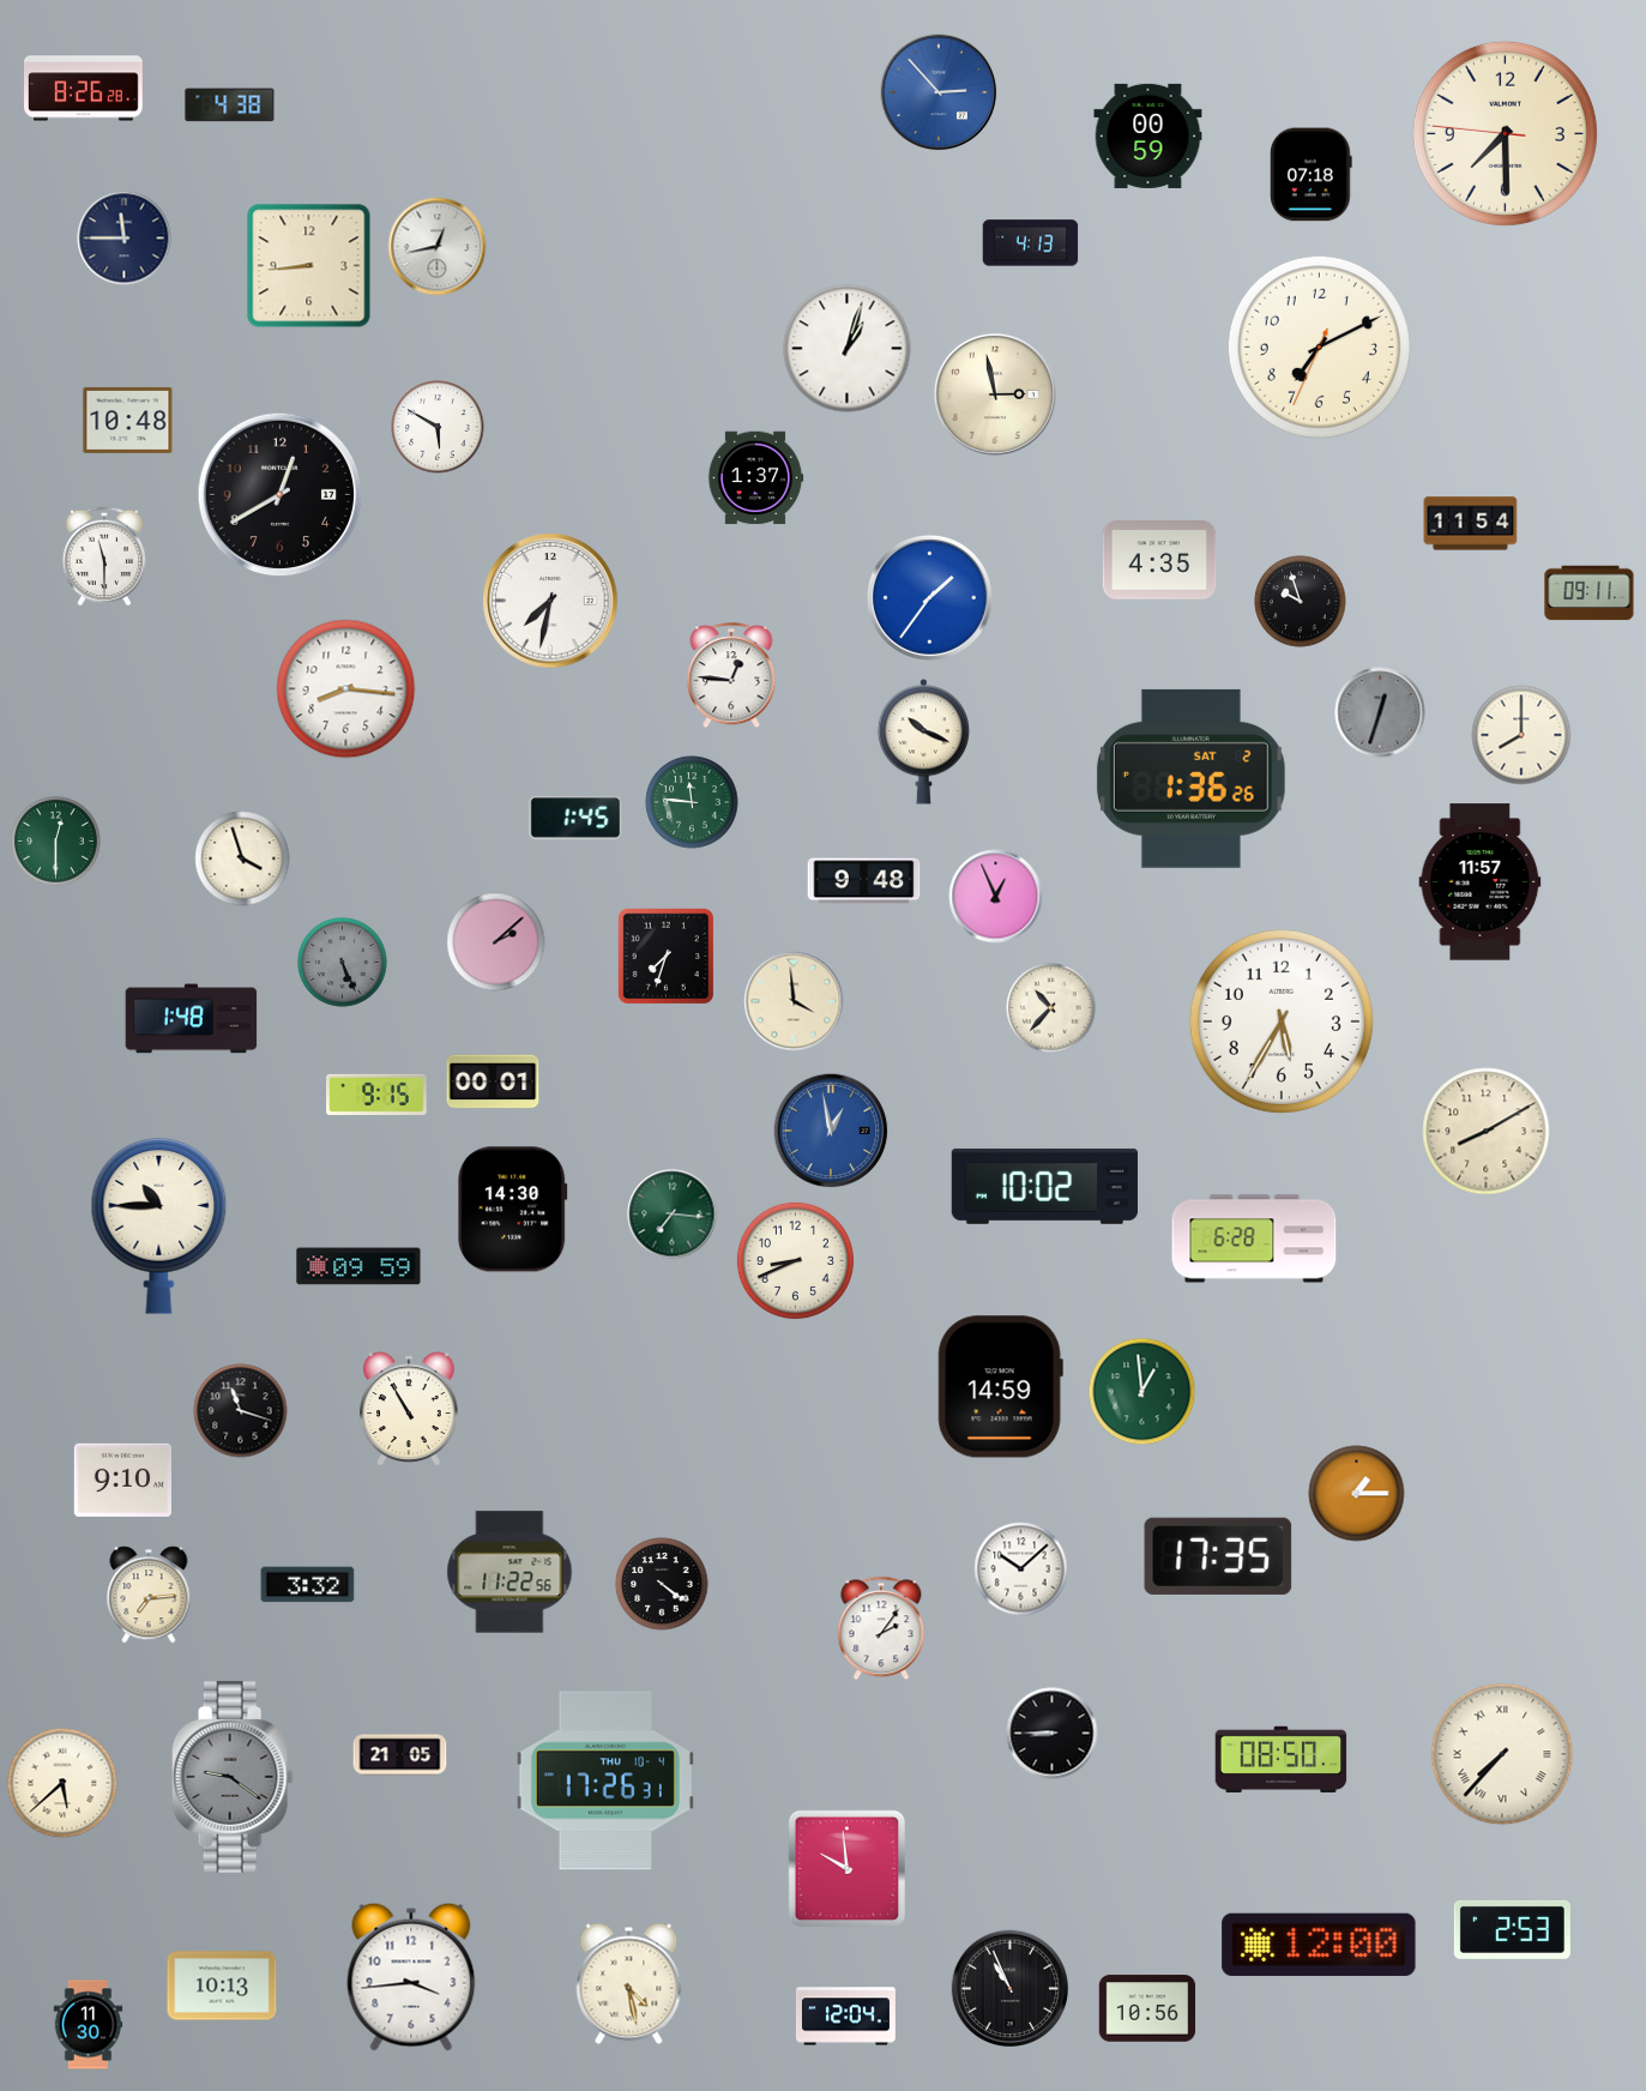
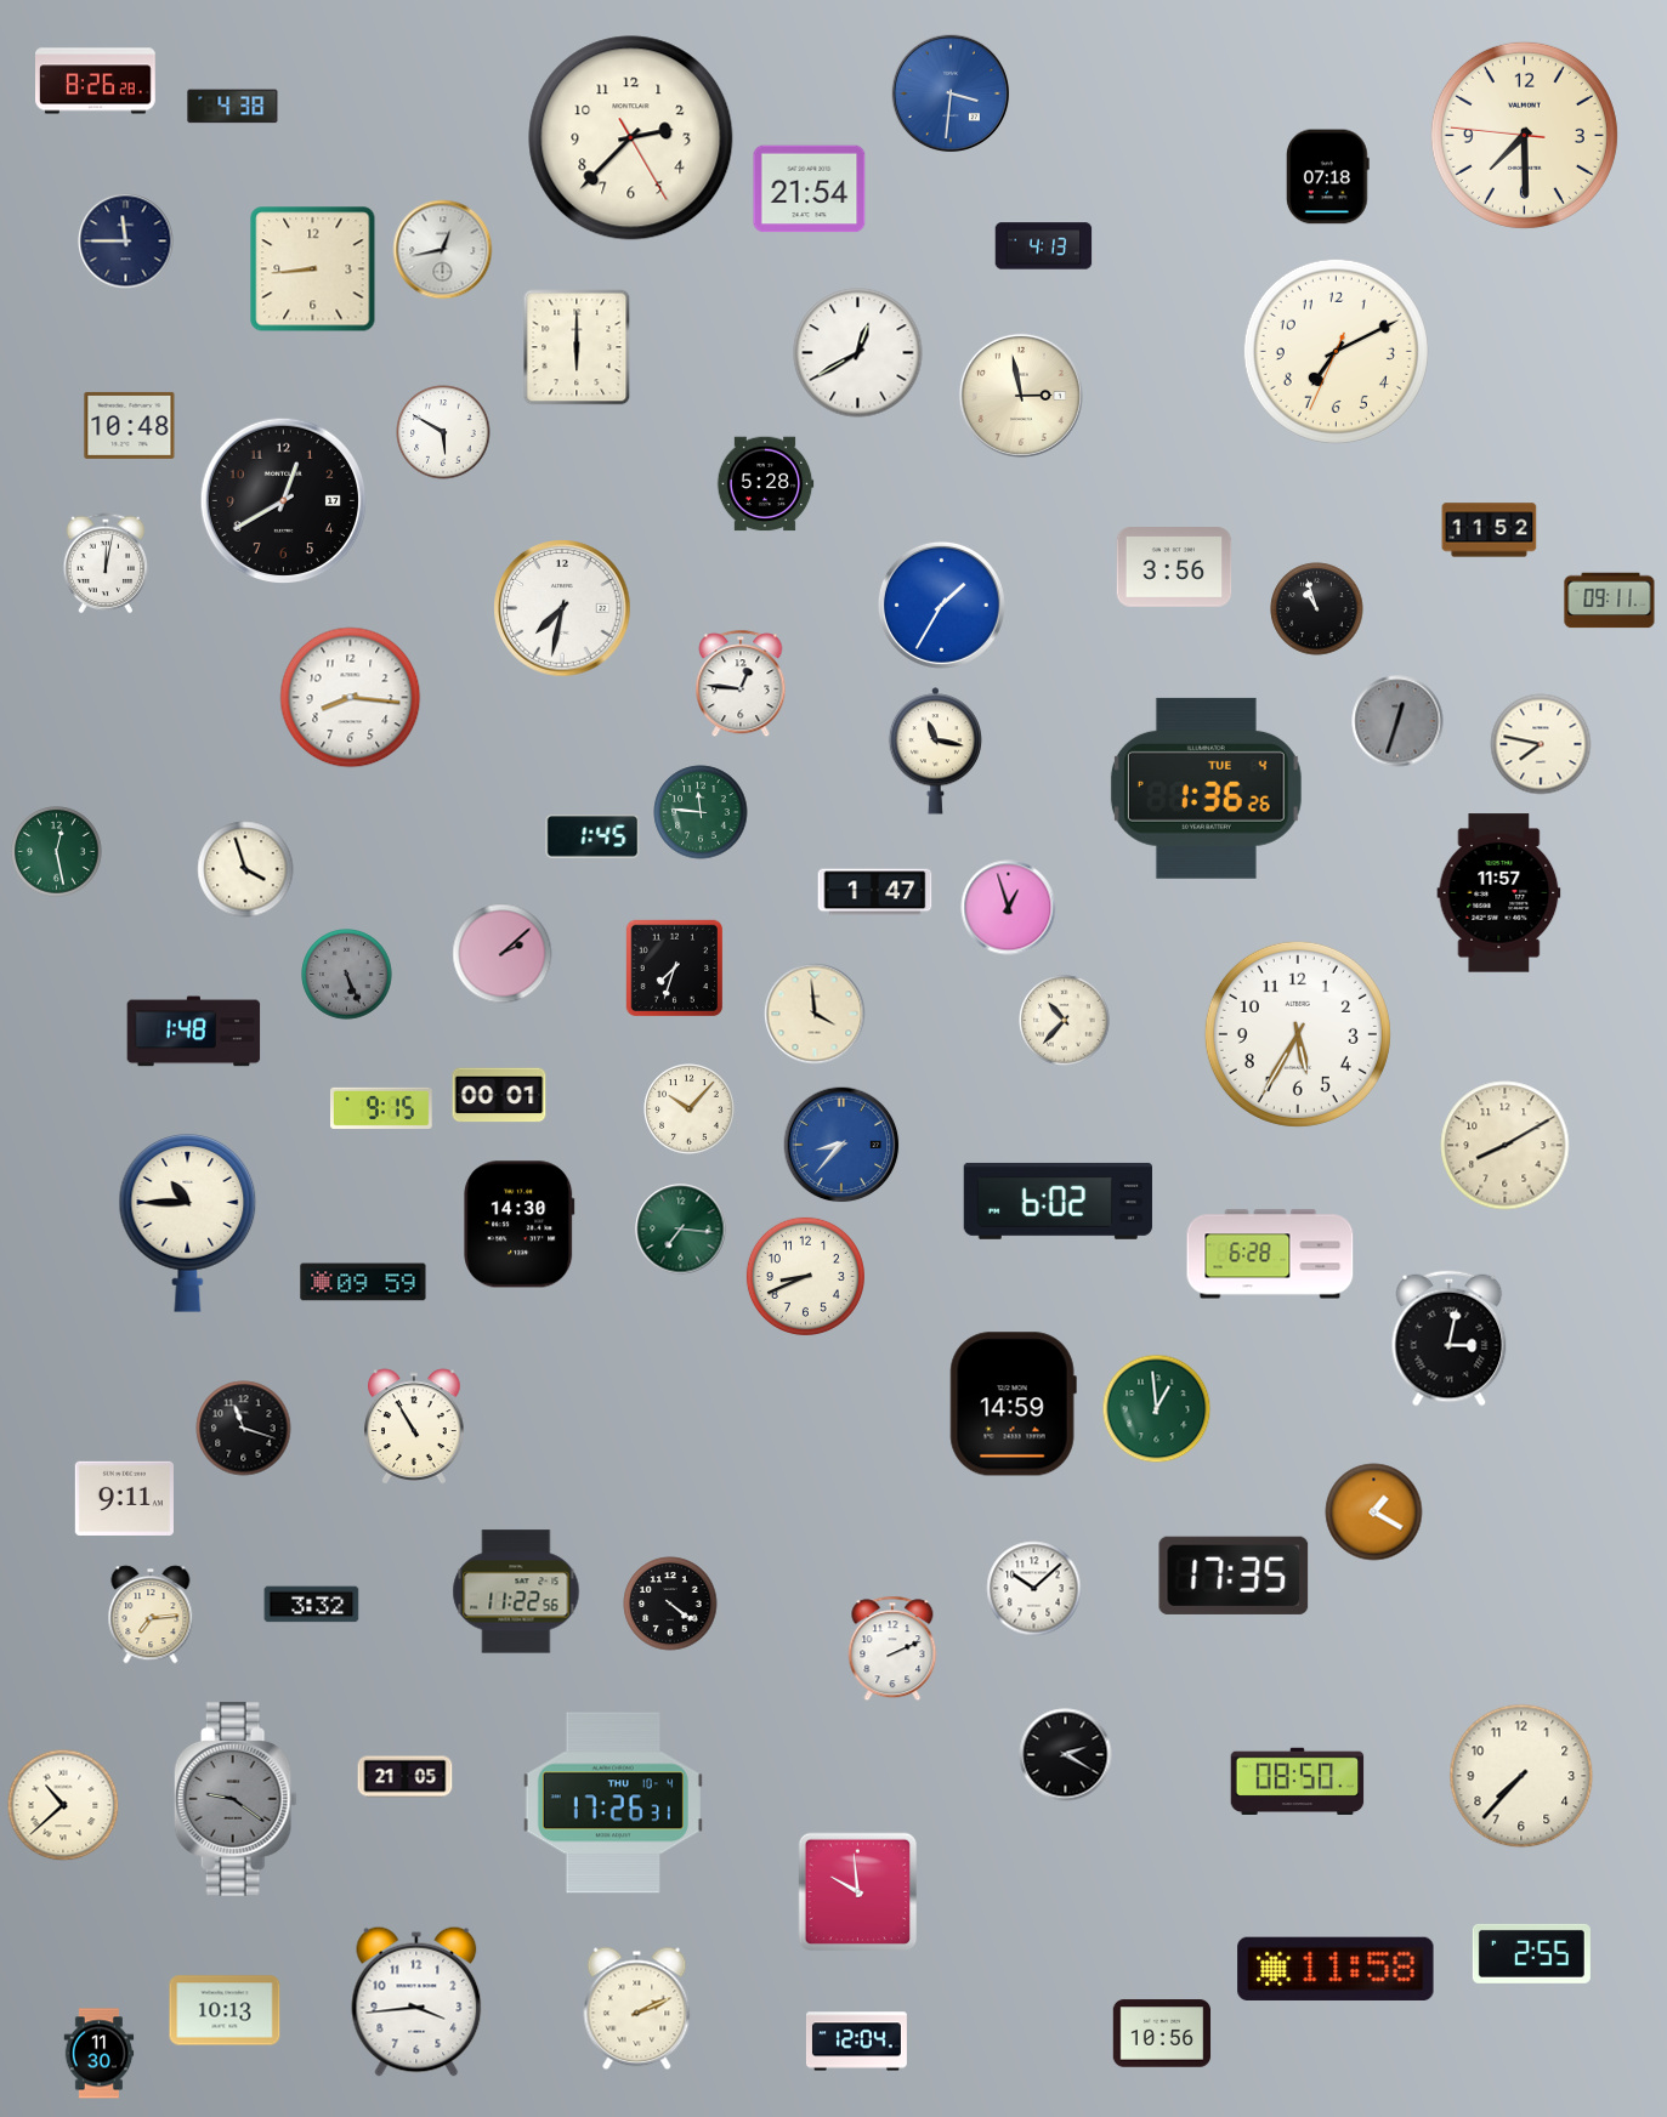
clock at (84, 89) position: (84, 89) -> (96, 81)
clock at (939, 92): 2:53 -> 3:31
clock at (1148, 135): 00:59 -> none
clock at (631, 138): none -> 2:37
clock at (810, 189): none -> 21:54
clock at (577, 347): none -> 6:00
clock at (848, 349): 1:03 -> 12:40
clock at (995, 394) position: (995, 394) -> (1021, 396)
clock at (755, 478): 1:37 -> 5:28
clock at (1471, 524): 11:54 -> 11:52
clock at (104, 556): 11:30 -> 12:02
clock at (1159, 560): 4:35 -> 3:56
clock at (929, 597): 1:36 -> 1:35
clock at (550, 601) position: (550, 601) -> (562, 608)
clock at (1301, 602): 9:57 -> 10:57
clock at (1521, 735): 8:00 -> 7:47
clock at (923, 742): 10:19 -> 11:17
clock at (1190, 778) date: SAT 2 -> TUE 4
clock at (575, 818) position: (575, 818) -> (592, 836)
clock at (56, 842): 12:30 -> 12:28
clock at (864, 881): 9:48 -> 1:47
clock at (996, 897): 12:56 -> 12:57
clock at (794, 1001) position: (794, 1001) -> (815, 1014)
clock at (690, 1109): none -> 10:07
clock at (831, 1131): 12:58 -> 8:37
clock at (1044, 1186): 10:02 -> 6:02
clock at (159, 1227) position: (159, 1227) -> (188, 1224)
clock at (1450, 1339): none -> 3:02
clock at (122, 1480): 9:10 -> 9:11
clock at (1357, 1494): 1:15 -> 1:20
clock at (881, 1628): 2:06 -> 2:11
clock at (1053, 1734): 8:45 -> 2:20
clock at (1502, 1754) numerals: Roman -> Arabic
clock at (62, 1783): 5:38 -> 10:38
clock at (1512, 1929): 2:53 -> 2:55
clock at (1319, 1945): 12:00 -> 11:58
clock at (629, 1984): 4:28 -> 2:11
clock at (1009, 1988): 10:56 -> none
clock at (89, 2025) position: (89, 2025) -> (100, 2054)
